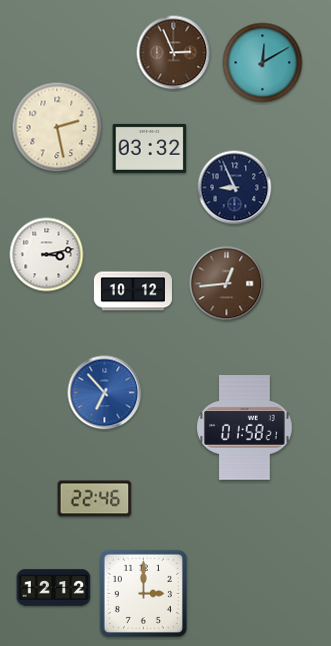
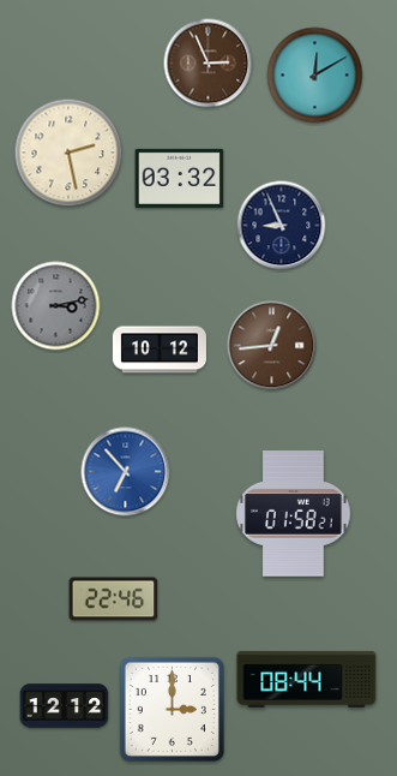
clock at (47, 255) dial: white -> grey
clock at (227, 284) position: (227, 284) -> (272, 346)
clock at (307, 679): none -> 08:44
clock at (143, 593) position: (143, 593) -> (172, 709)
